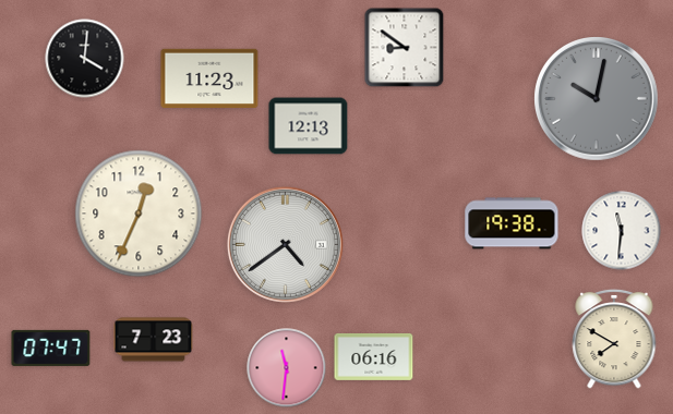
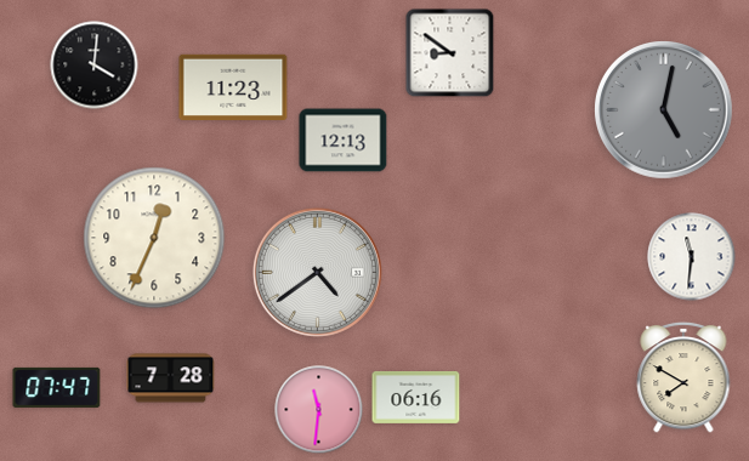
clock at (597, 99): 10:02 -> 5:02
clock at (512, 223): 19:38 -> none
clock at (154, 340): 7:23 -> 7:28
